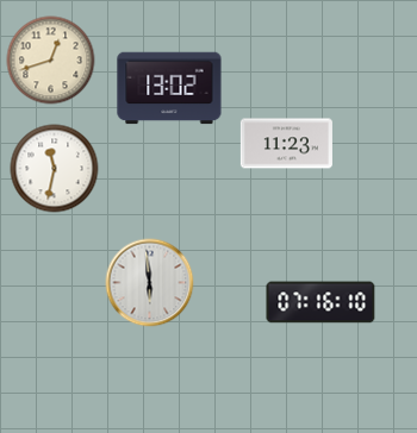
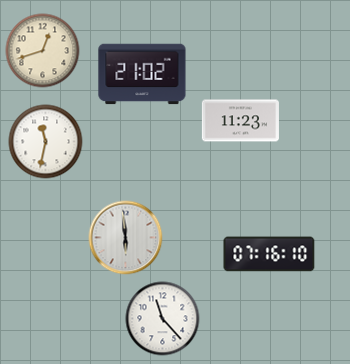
clock at (169, 88): 13:02 -> 21:02
clock at (163, 319): none -> 11:23
